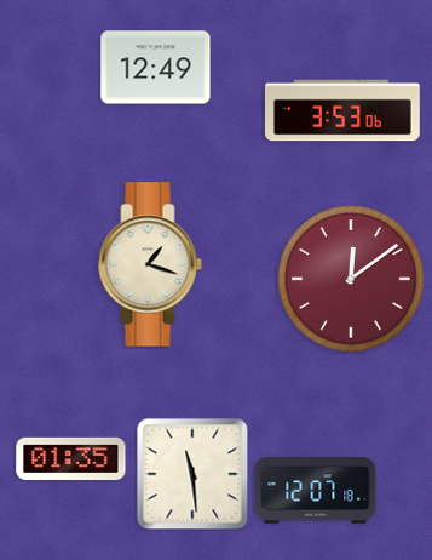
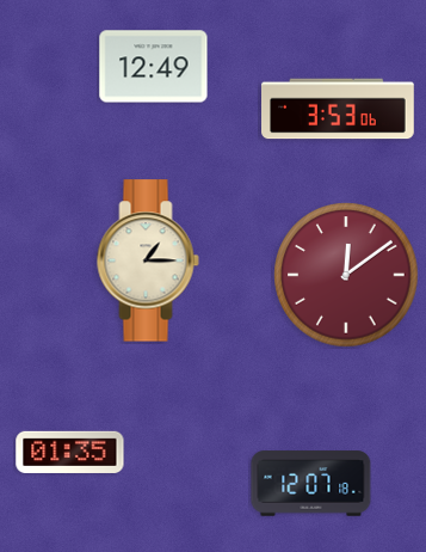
clock at (150, 264): 1:18 -> 1:15
clock at (192, 474): 11:29 -> none
